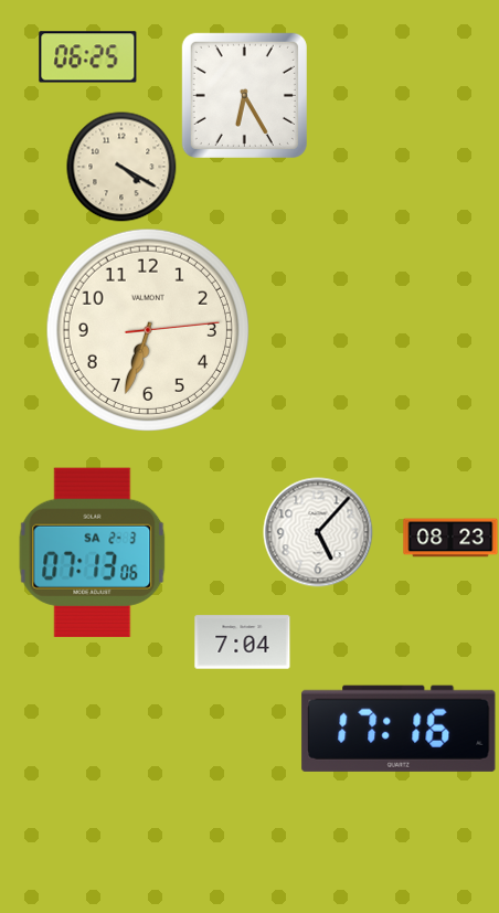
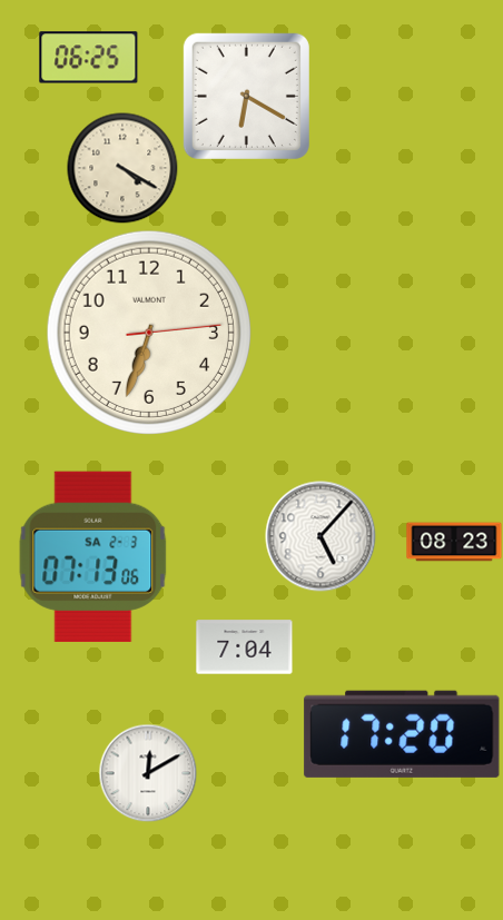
clock at (244, 95): 6:25 -> 6:20
clock at (399, 729): 17:16 -> 17:20
clock at (148, 773): none -> 12:10
